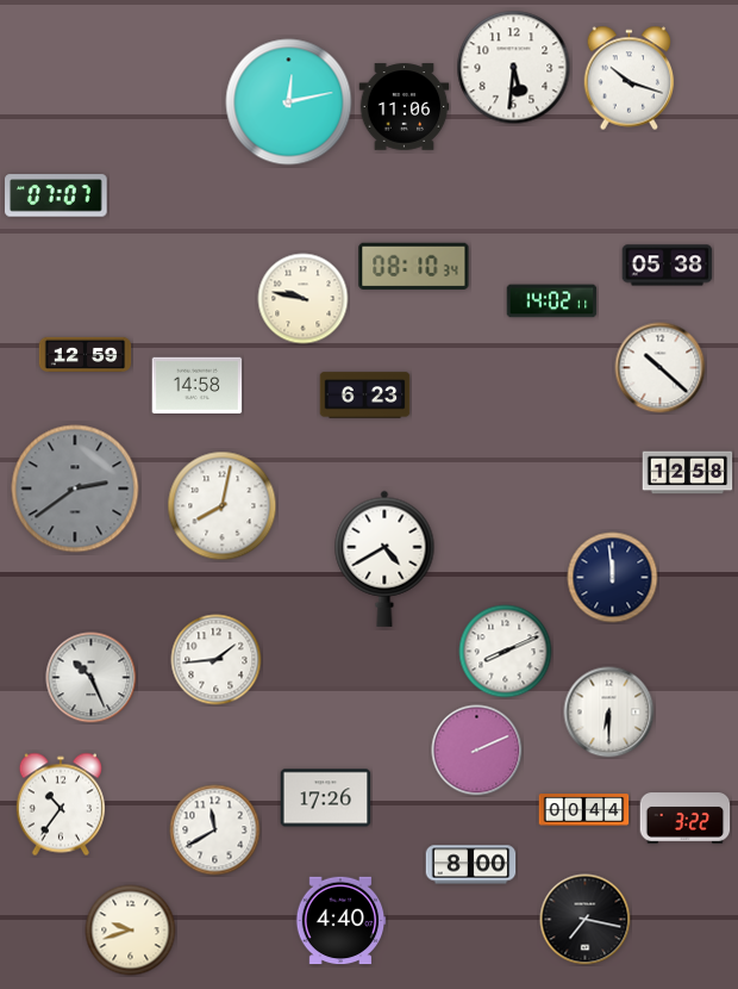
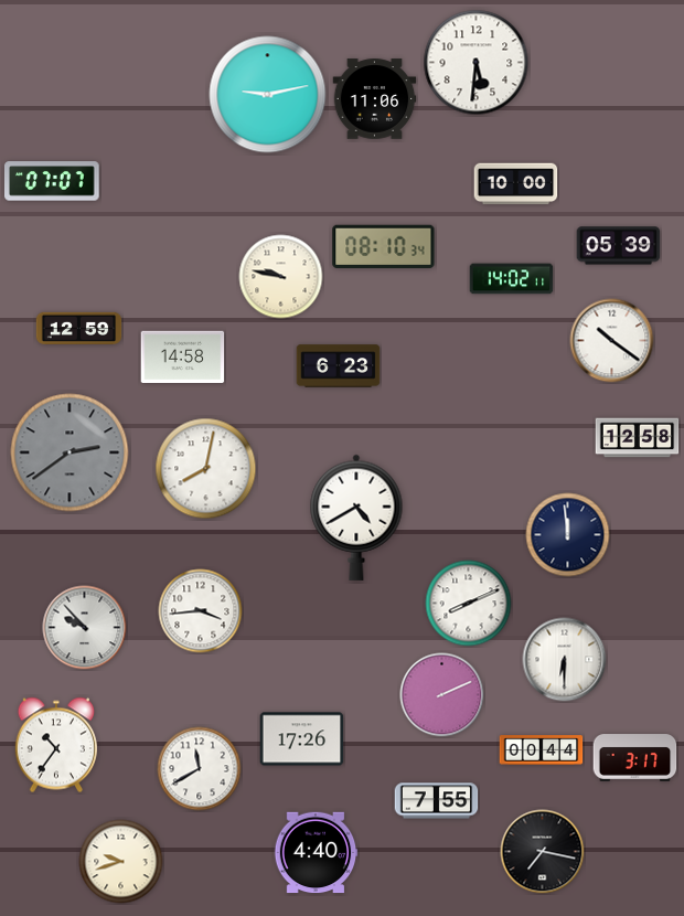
clock at (630, 79): 10:18 -> none
clock at (289, 102): 12:13 -> 9:13
clock at (516, 184): none -> 10:00
clock at (668, 266): 05:38 -> 05:39
clock at (661, 368): 10:22 -> 10:21
clock at (217, 660): 1:44 -> 3:44
clock at (92, 678): 10:26 -> 9:53
clock at (686, 819): 3:22 -> 3:17
clock at (471, 865): 8:00 -> 7:55
